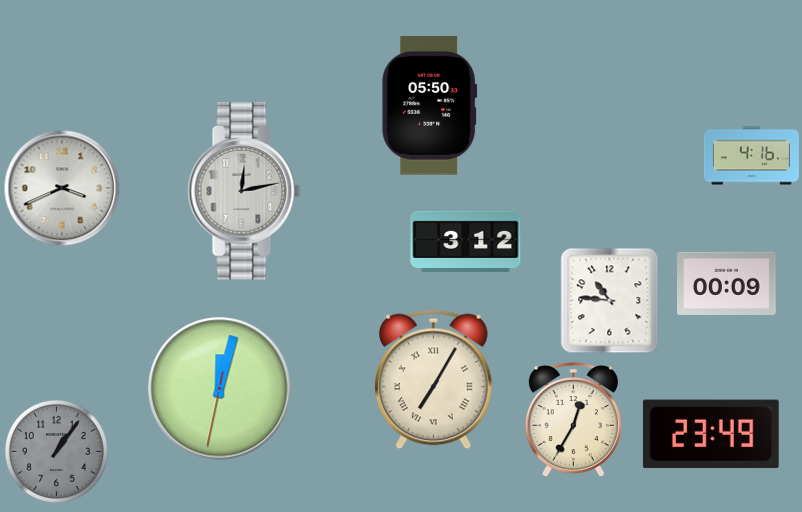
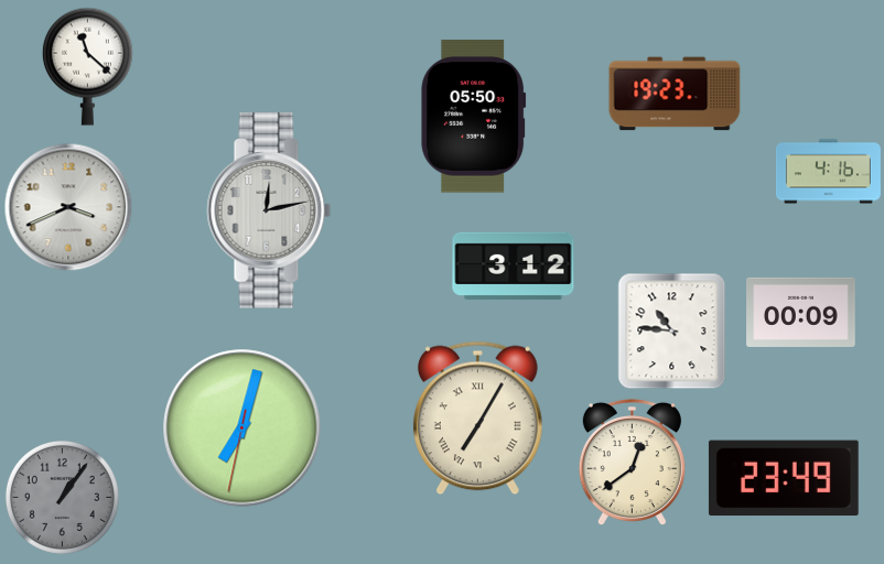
clock at (87, 66): none -> 11:22
clock at (675, 94): none -> 19:23
clock at (220, 389): 12:02 -> 7:02
clock at (573, 420): 12:35 -> 12:39
